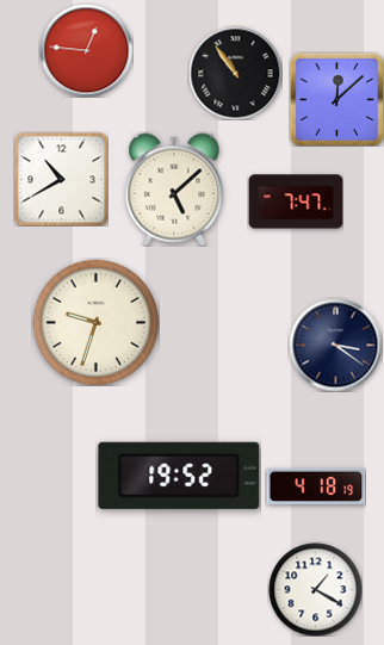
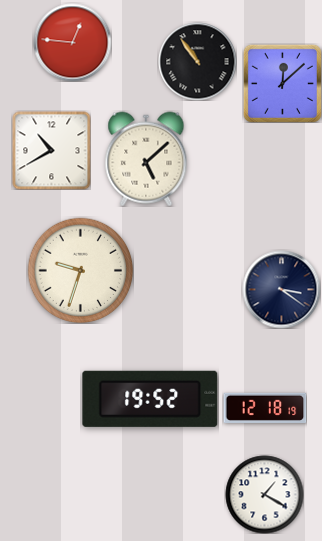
clock at (296, 201): 7:47 -> none
clock at (316, 486): 4:18 -> 12:18
